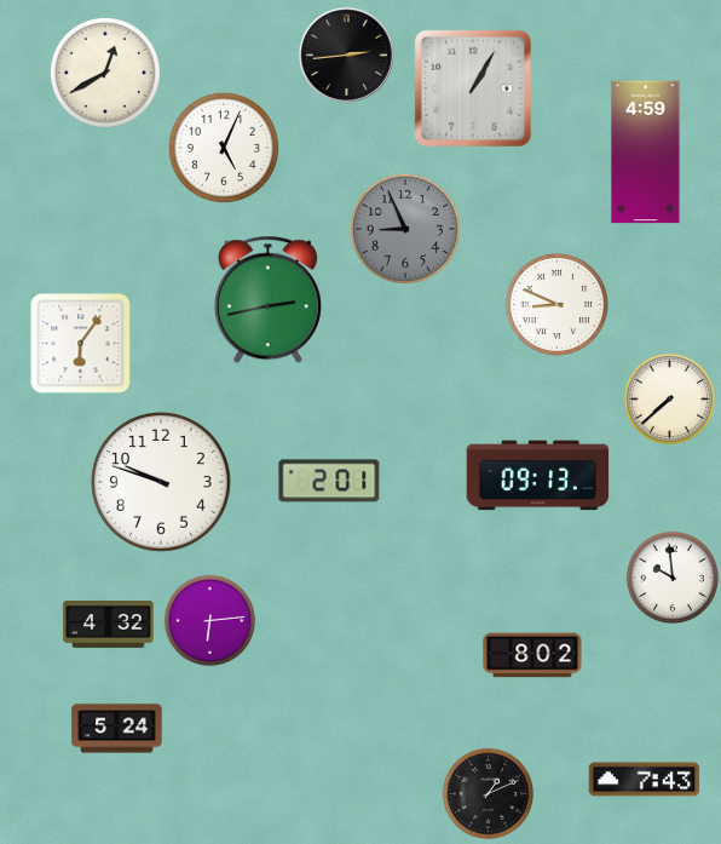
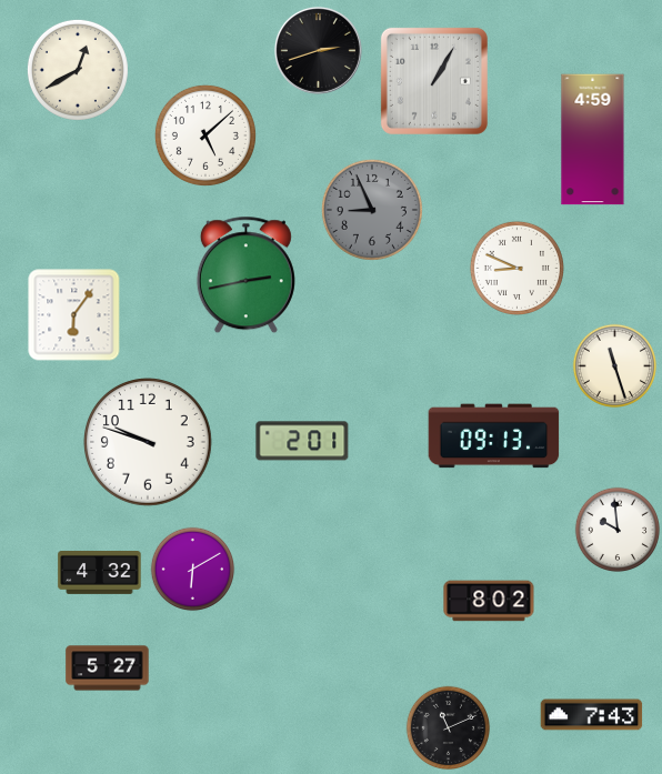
clock at (346, 54): 2:44 -> 2:42
clock at (105, 73) position: (105, 73) -> (78, 70)
clock at (224, 148): 5:04 -> 5:08
clock at (556, 304) position: (556, 304) -> (516, 268)
clock at (670, 400): 7:38 -> 11:27
clock at (210, 621): 6:14 -> 6:10
clock at (117, 729): 5:24 -> 5:27
clock at (489, 794): 1:11 -> 11:11
